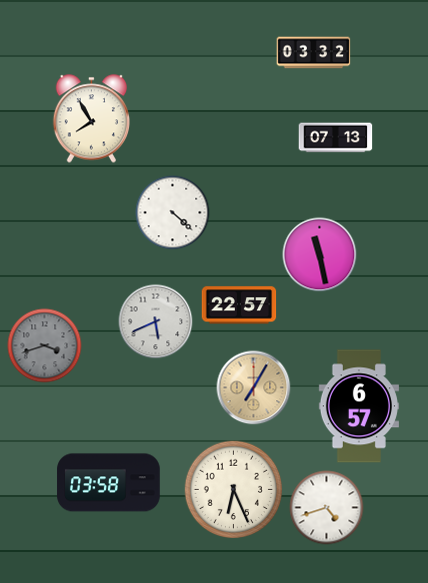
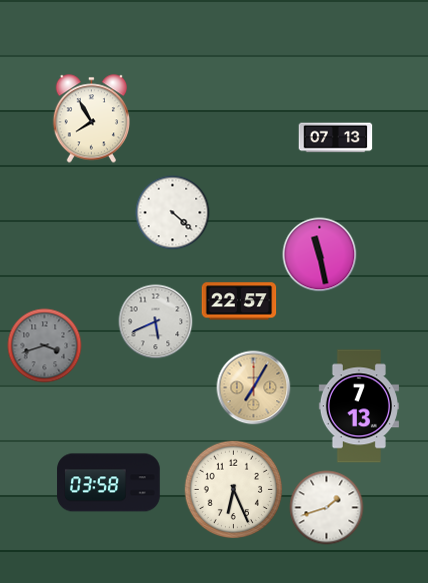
clock at (314, 53): 03:32 -> none
clock at (239, 305) position: (239, 305) -> (239, 301)
clock at (359, 406): 6:57 -> 7:13
clock at (327, 508): 4:42 -> 1:42
